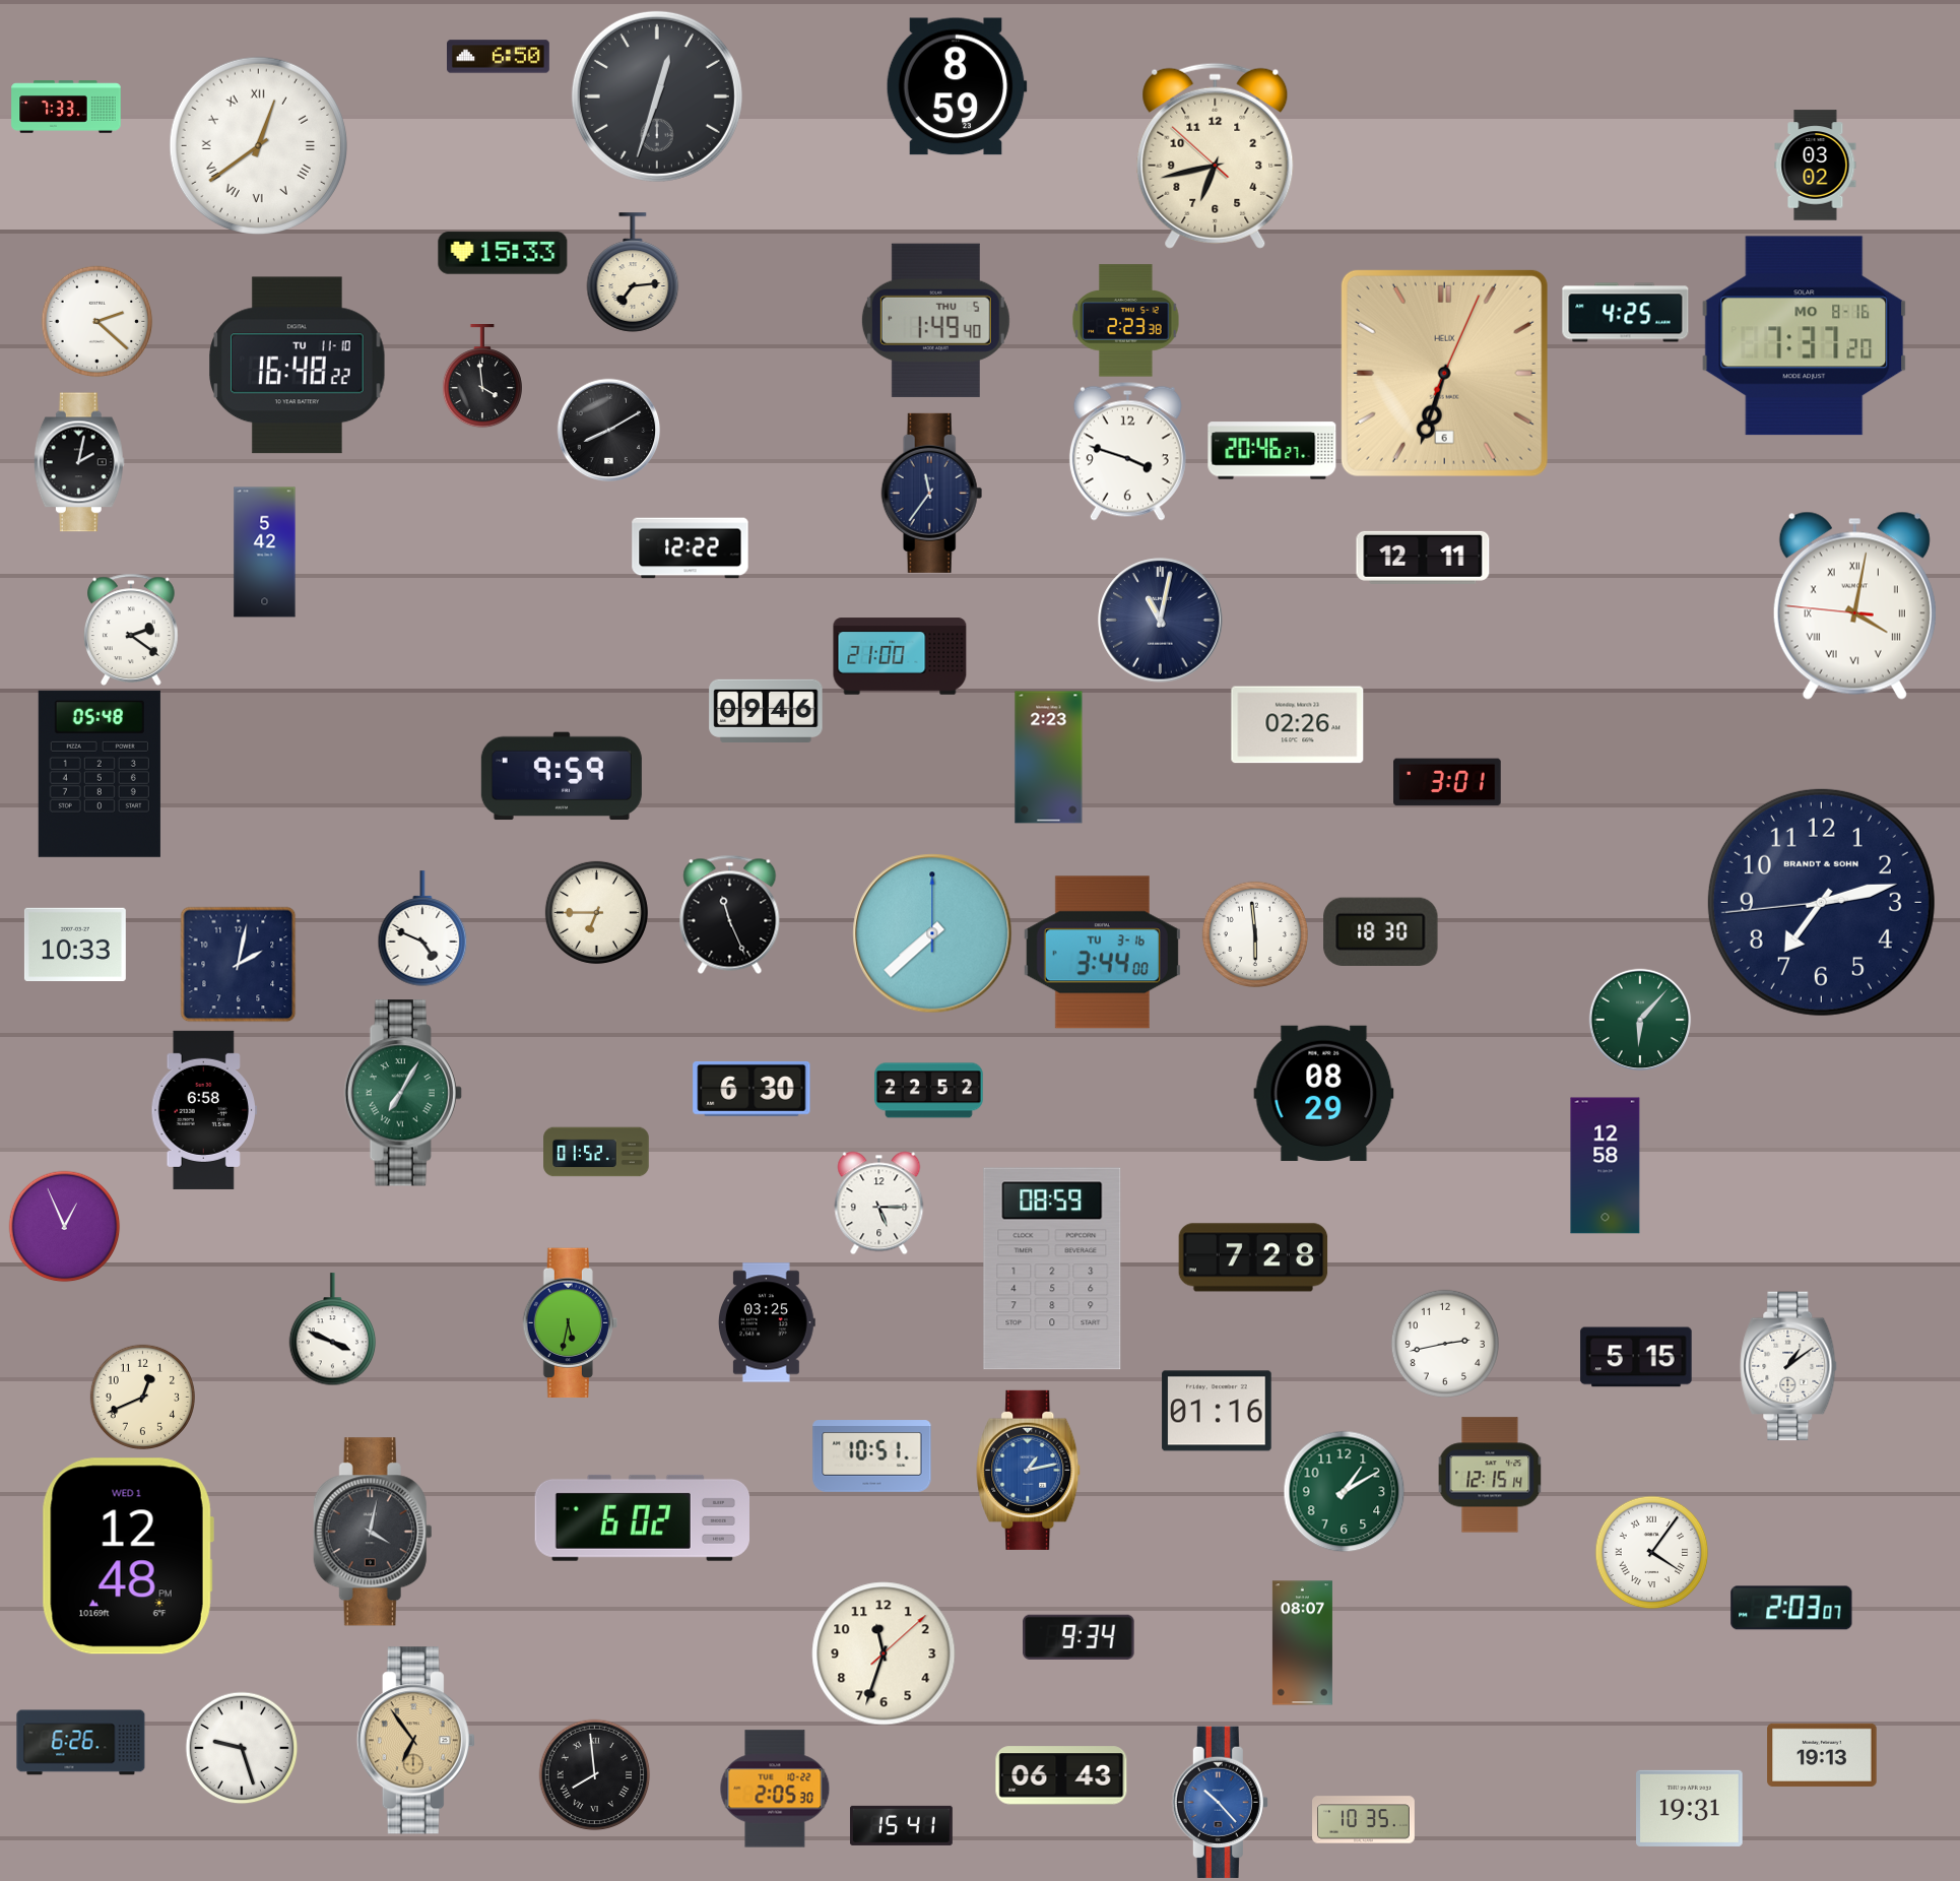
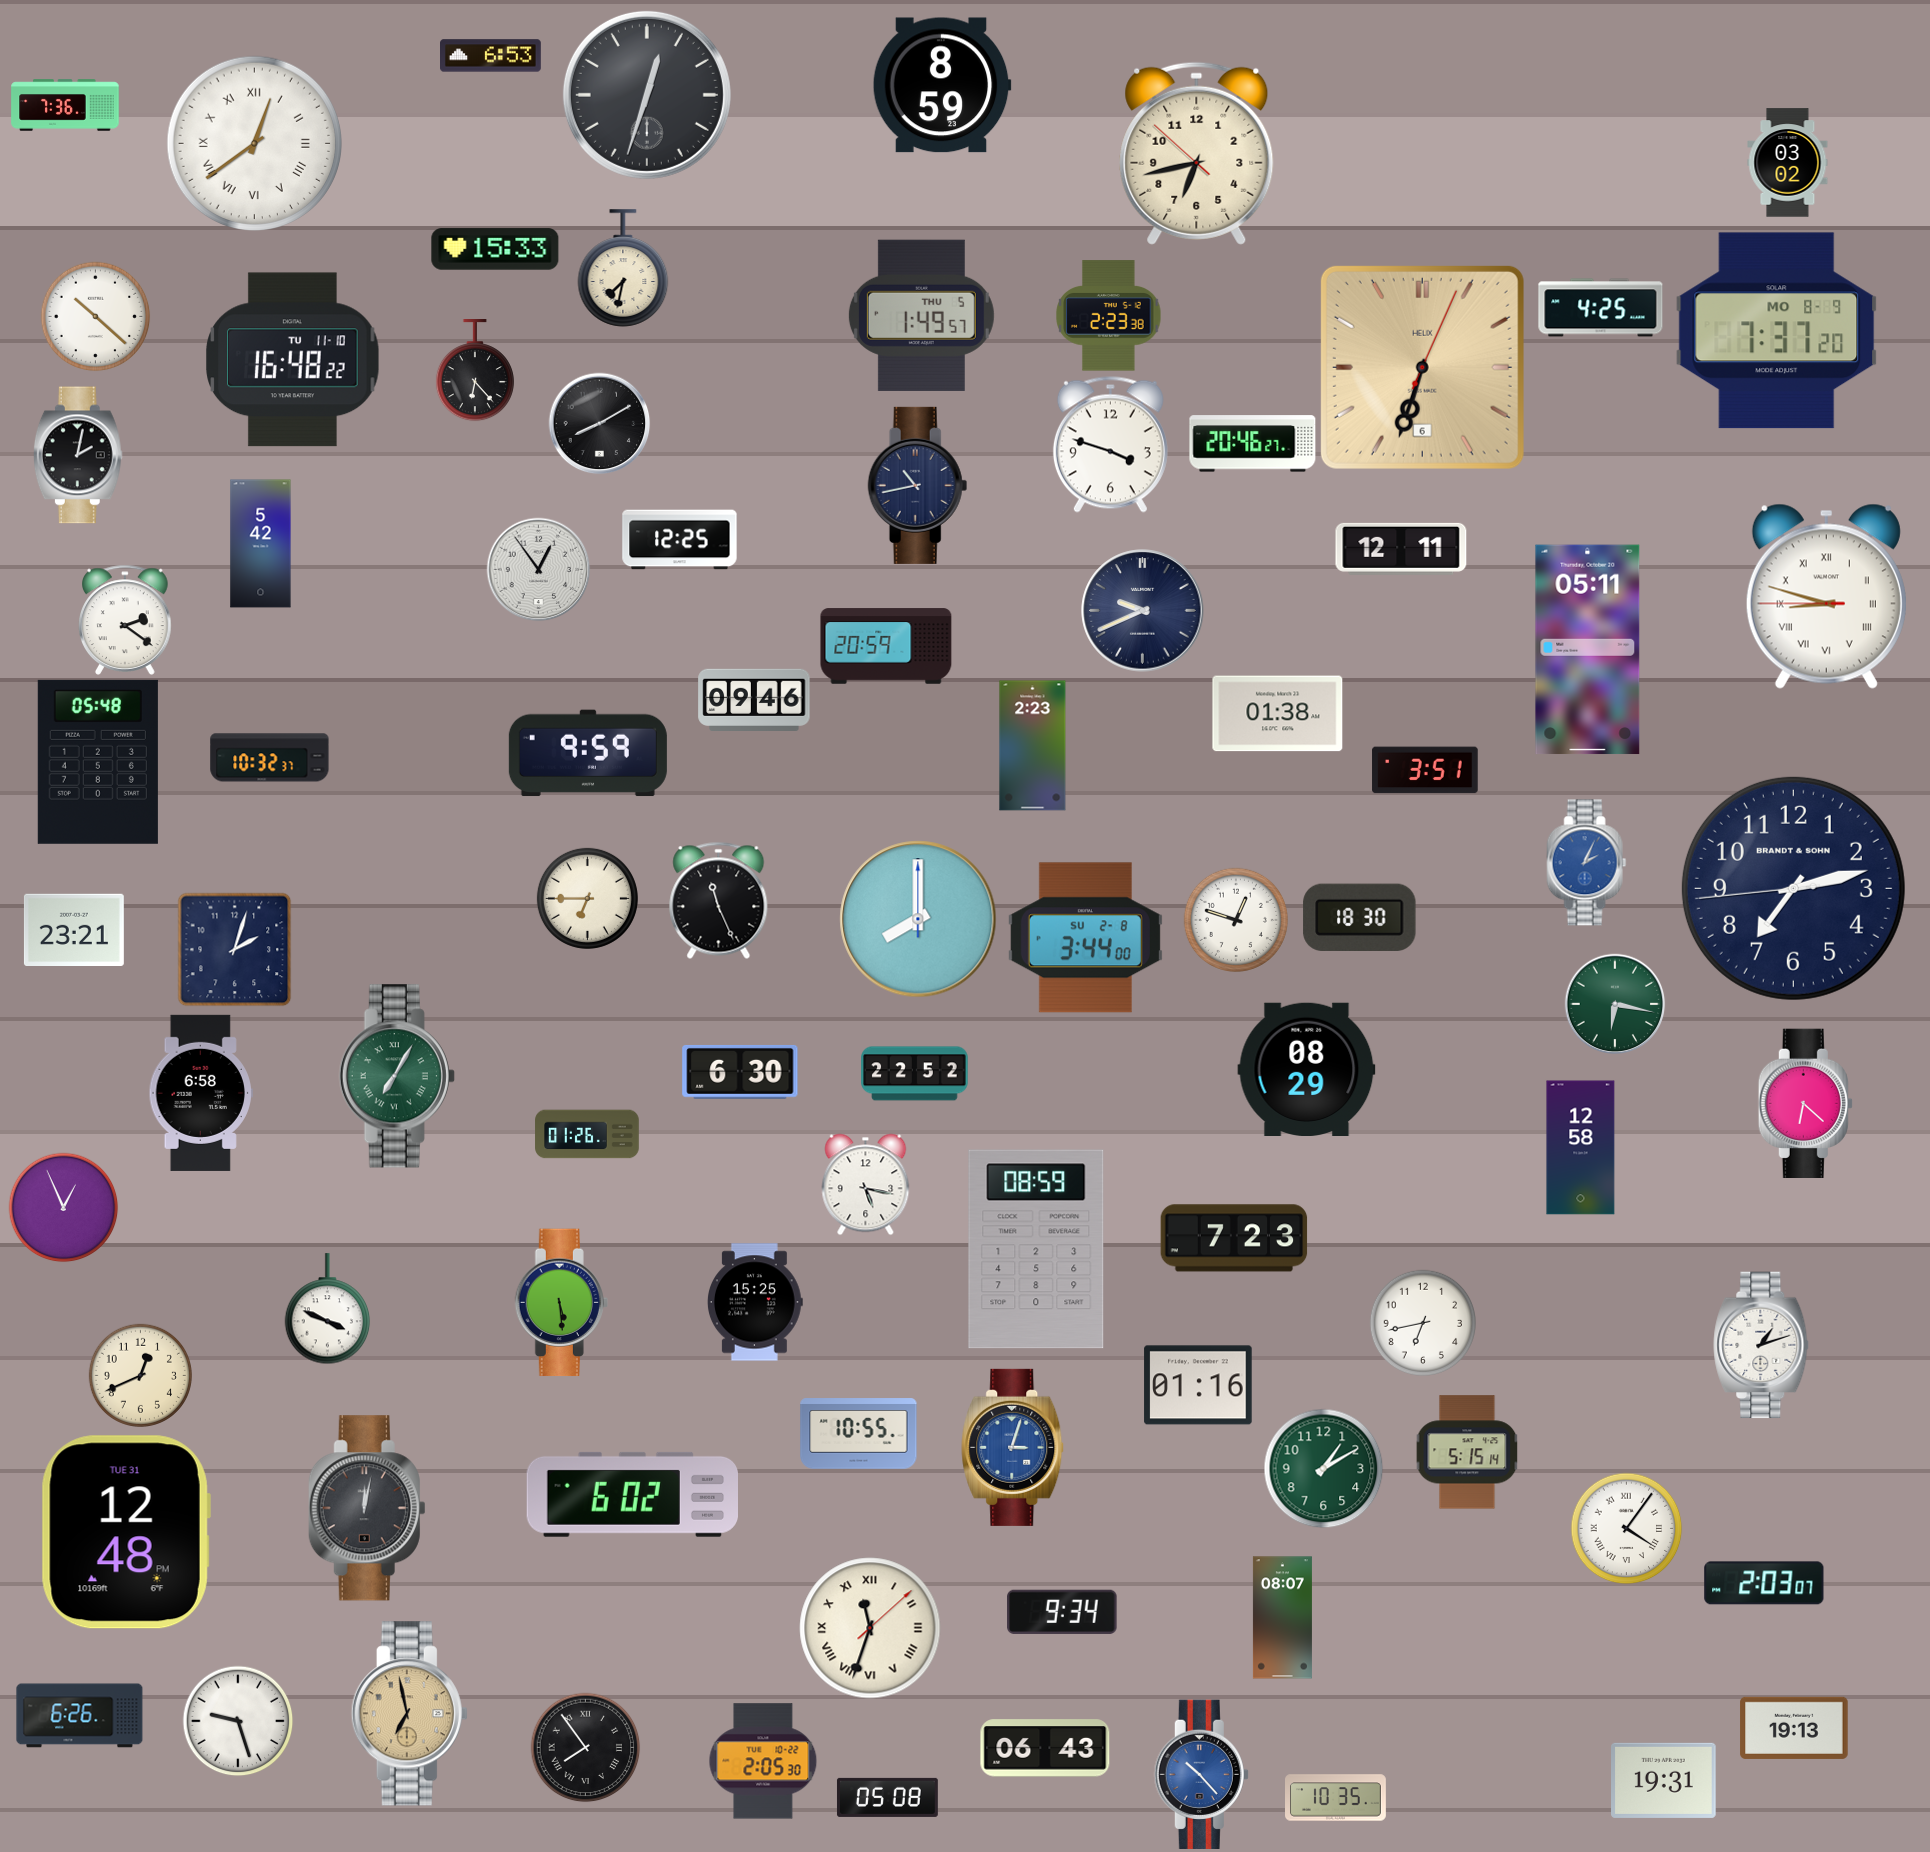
clock at (499, 57): 6:50 -> 6:53
clock at (66, 107): 7:33 -> 7:36
clock at (633, 272): 7:14 -> 7:32
clock at (935, 320): 1:49:40 -> 1:49:57
clock at (96, 321): 2:22 -> 10:22
clock at (1805, 336) date: MO 8-16 -> MO 8-9
clock at (482, 377): 3:59 -> 6:23
clock at (932, 493): 11:36 -> 10:43
clock at (691, 548): 12:22 -> 12:25
clock at (538, 569): none -> 12:54
clock at (1854, 605): 4:01 -> 8:47
clock at (1161, 621): 11:02 -> 9:41
clock at (131, 630) position: (131, 630) -> (125, 620)
clock at (900, 656): 21:00 -> 20:59
clock at (1588, 650): none -> 05:11
clock at (1298, 725): 02:26 -> 01:38
clock at (270, 758): none -> 10:32
clock at (562, 776) position: (562, 776) -> (588, 753)
clock at (1447, 782): 3:01 -> 3:51
clock at (1587, 863): none -> 2:04
clock at (422, 928): 4:49 -> none
clock at (932, 933): 7:38 -> 8:00
clock at (1254, 933): 5:59 -> 12:48
clock at (75, 944): 10:33 -> 23:21
clock at (1102, 953) date: TU 3-16 -> SU 2-8
clock at (238, 964): 2:02 -> 2:03
clock at (1640, 1020): 6:07 -> 6:17
clock at (1324, 1093) position: (1324, 1093) -> (1307, 1069)
clock at (1805, 1103): none -> 6:22
clock at (596, 1152): 01:52 -> 01:26
clock at (879, 1203): 5:15 -> 5:17
clock at (1253, 1257): 7:28 -> 7:23
clock at (767, 1322): 03:25 -> 15:25
clock at (570, 1323): 5:32 -> 5:29
clock at (1444, 1343): 2:43 -> 6:43
clock at (1636, 1357): 5:15 -> none
clock at (1788, 1366): 1:09 -> 1:12
clock at (1217, 1411) position: (1217, 1411) -> (1198, 1385)
clock at (872, 1456): 10:51 -> 10:55
clock at (1029, 1470): 1:13 -> 3:03
clock at (1490, 1475): 12:15 -> 5:15
clock at (373, 1532): 4:02 -> 12:02
clock at (128, 1556) date: WED 1 -> TUE 31
clock at (884, 1653) numerals: Arabic -> Roman
clock at (415, 1741): 6:54 -> 6:58
clock at (594, 1774): 7:59 -> 7:54
clock at (1364, 1820) position: (1364, 1820) -> (1336, 1798)
clock at (901, 1825): 15:41 -> 05:08
